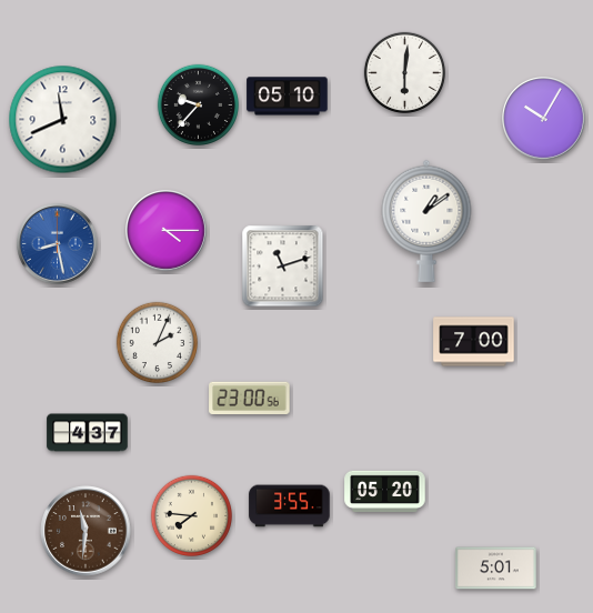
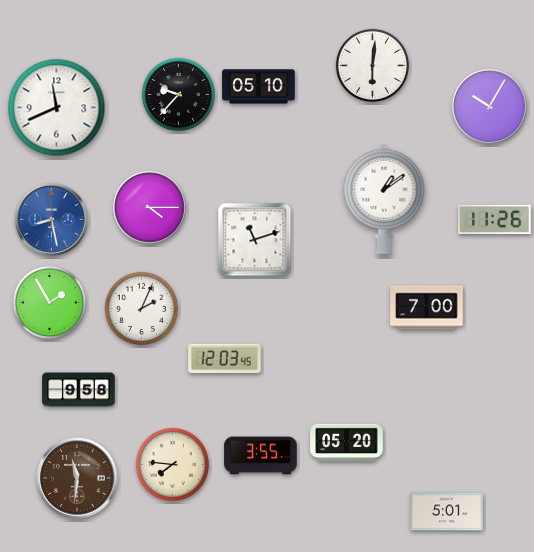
clock at (404, 72) position: (404, 72) -> (372, 65)
clock at (495, 219): none -> 11:26
clock at (49, 302): none -> 1:55
clock at (250, 399): 23:00 -> 12:03
clock at (88, 433): 4:37 -> 9:58
